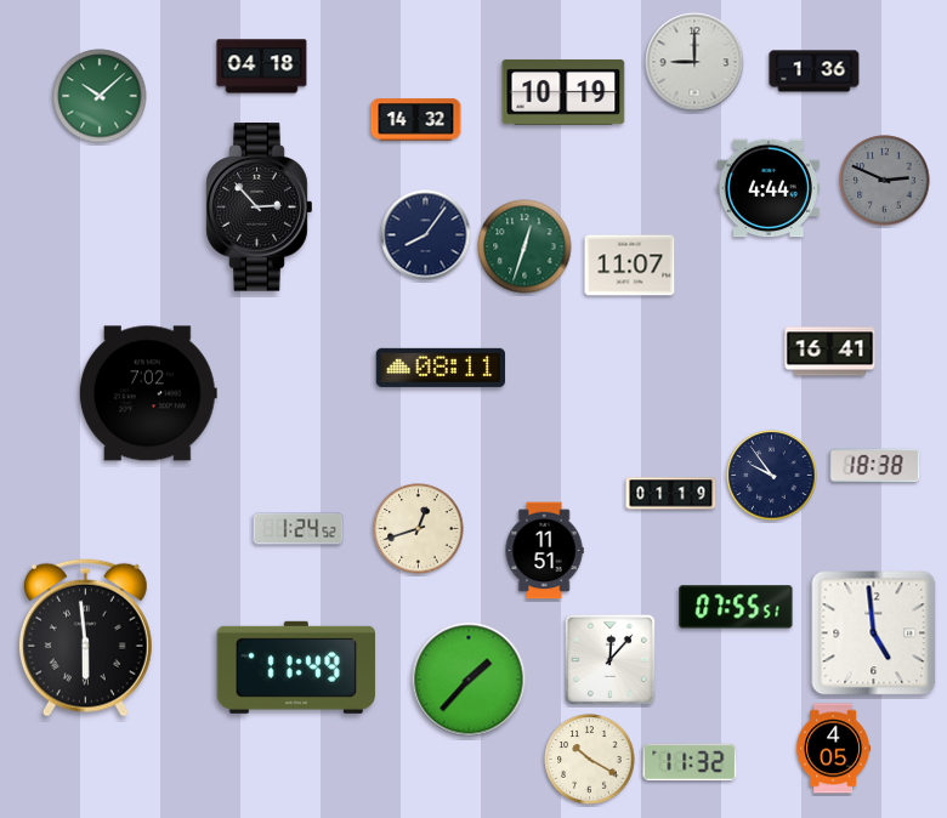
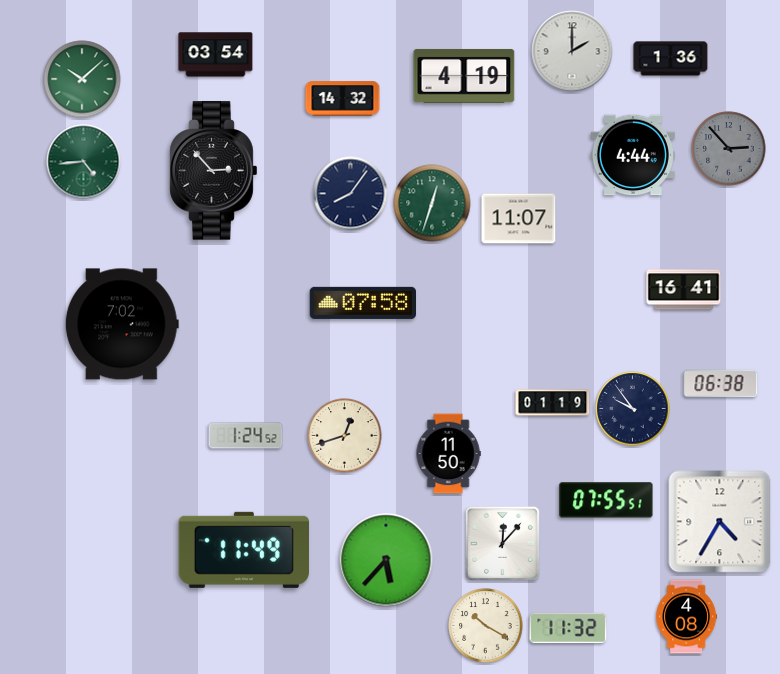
clock at (694, 62): 9:00 -> 2:00
clock at (262, 67): 04:18 -> 03:54
clock at (563, 92): 10:19 -> 4:19
clock at (885, 181): 2:49 -> 2:53
clock at (84, 162): none -> 4:44
clock at (440, 368): 08:11 -> 07:58
clock at (875, 466): 18:38 -> 06:38
clock at (772, 476) position: (772, 476) -> (633, 409)
clock at (671, 494) position: (671, 494) -> (553, 403)
clock at (544, 551): 11:51 -> 11:50
clock at (874, 634): 4:59 -> 4:35
clock at (85, 637): 5:59 -> none
clock at (469, 680): 1:37 -> 5:37
clock at (834, 749): 4:05 -> 4:08
